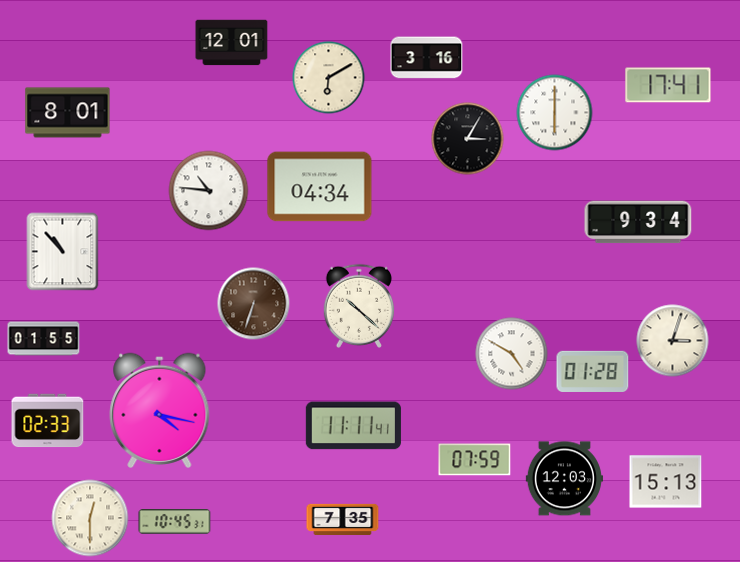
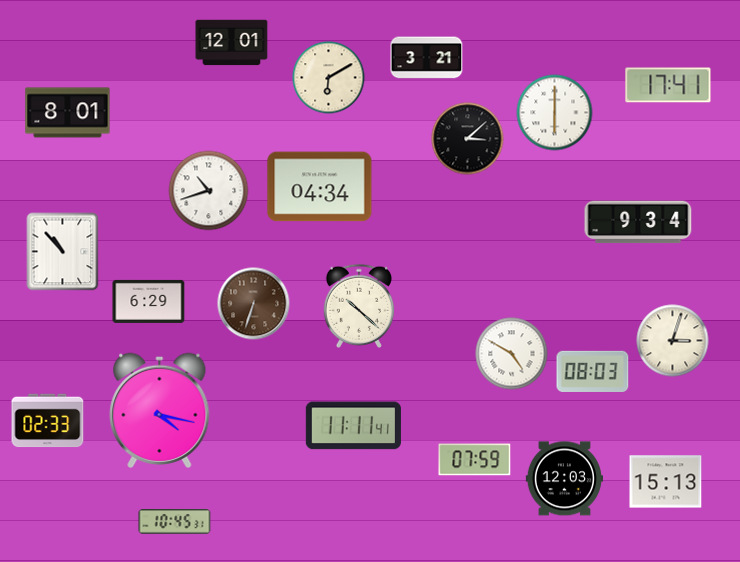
clock at (427, 58): 3:16 -> 3:21
clock at (468, 139): 3:05 -> 3:08
clock at (209, 191): 10:46 -> 10:42
clock at (149, 301): none -> 6:29
clock at (44, 339): 01:55 -> none
clock at (593, 371): 01:28 -> 08:03
clock at (90, 518): 12:30 -> none
clock at (343, 519): 7:35 -> none
